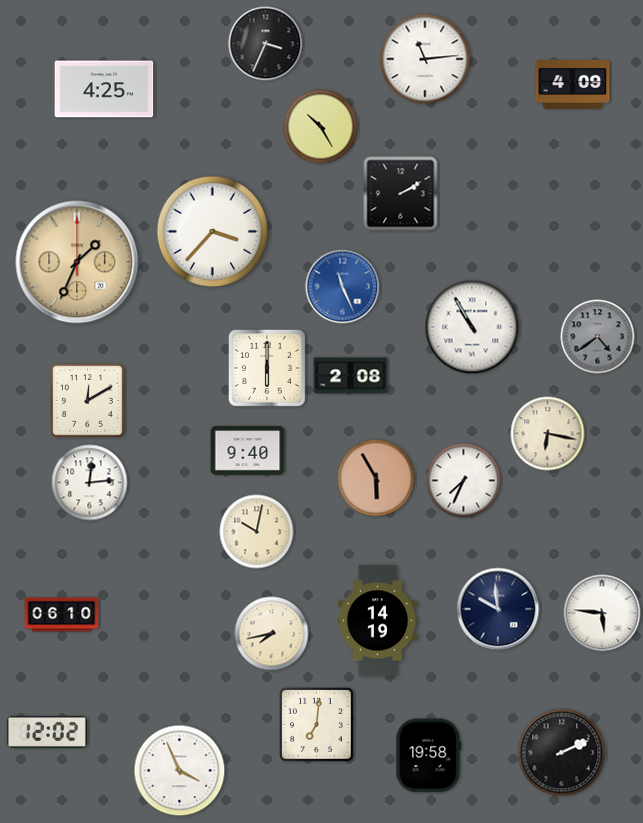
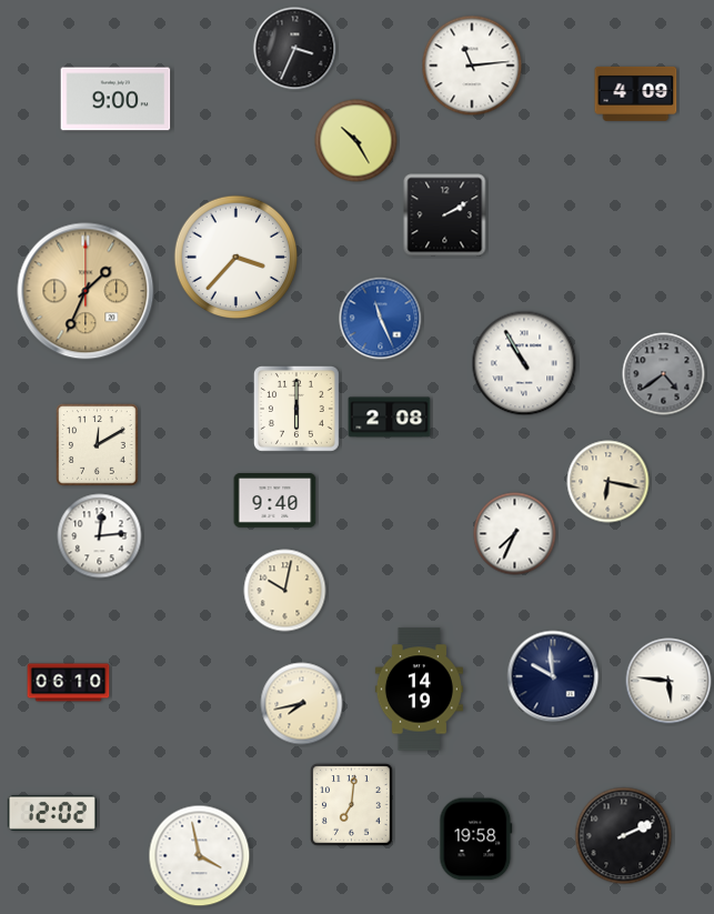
clock at (104, 89): 4:25 -> 9:00
clock at (376, 478): 5:55 -> none
clock at (180, 771): 3:56 -> 3:58
